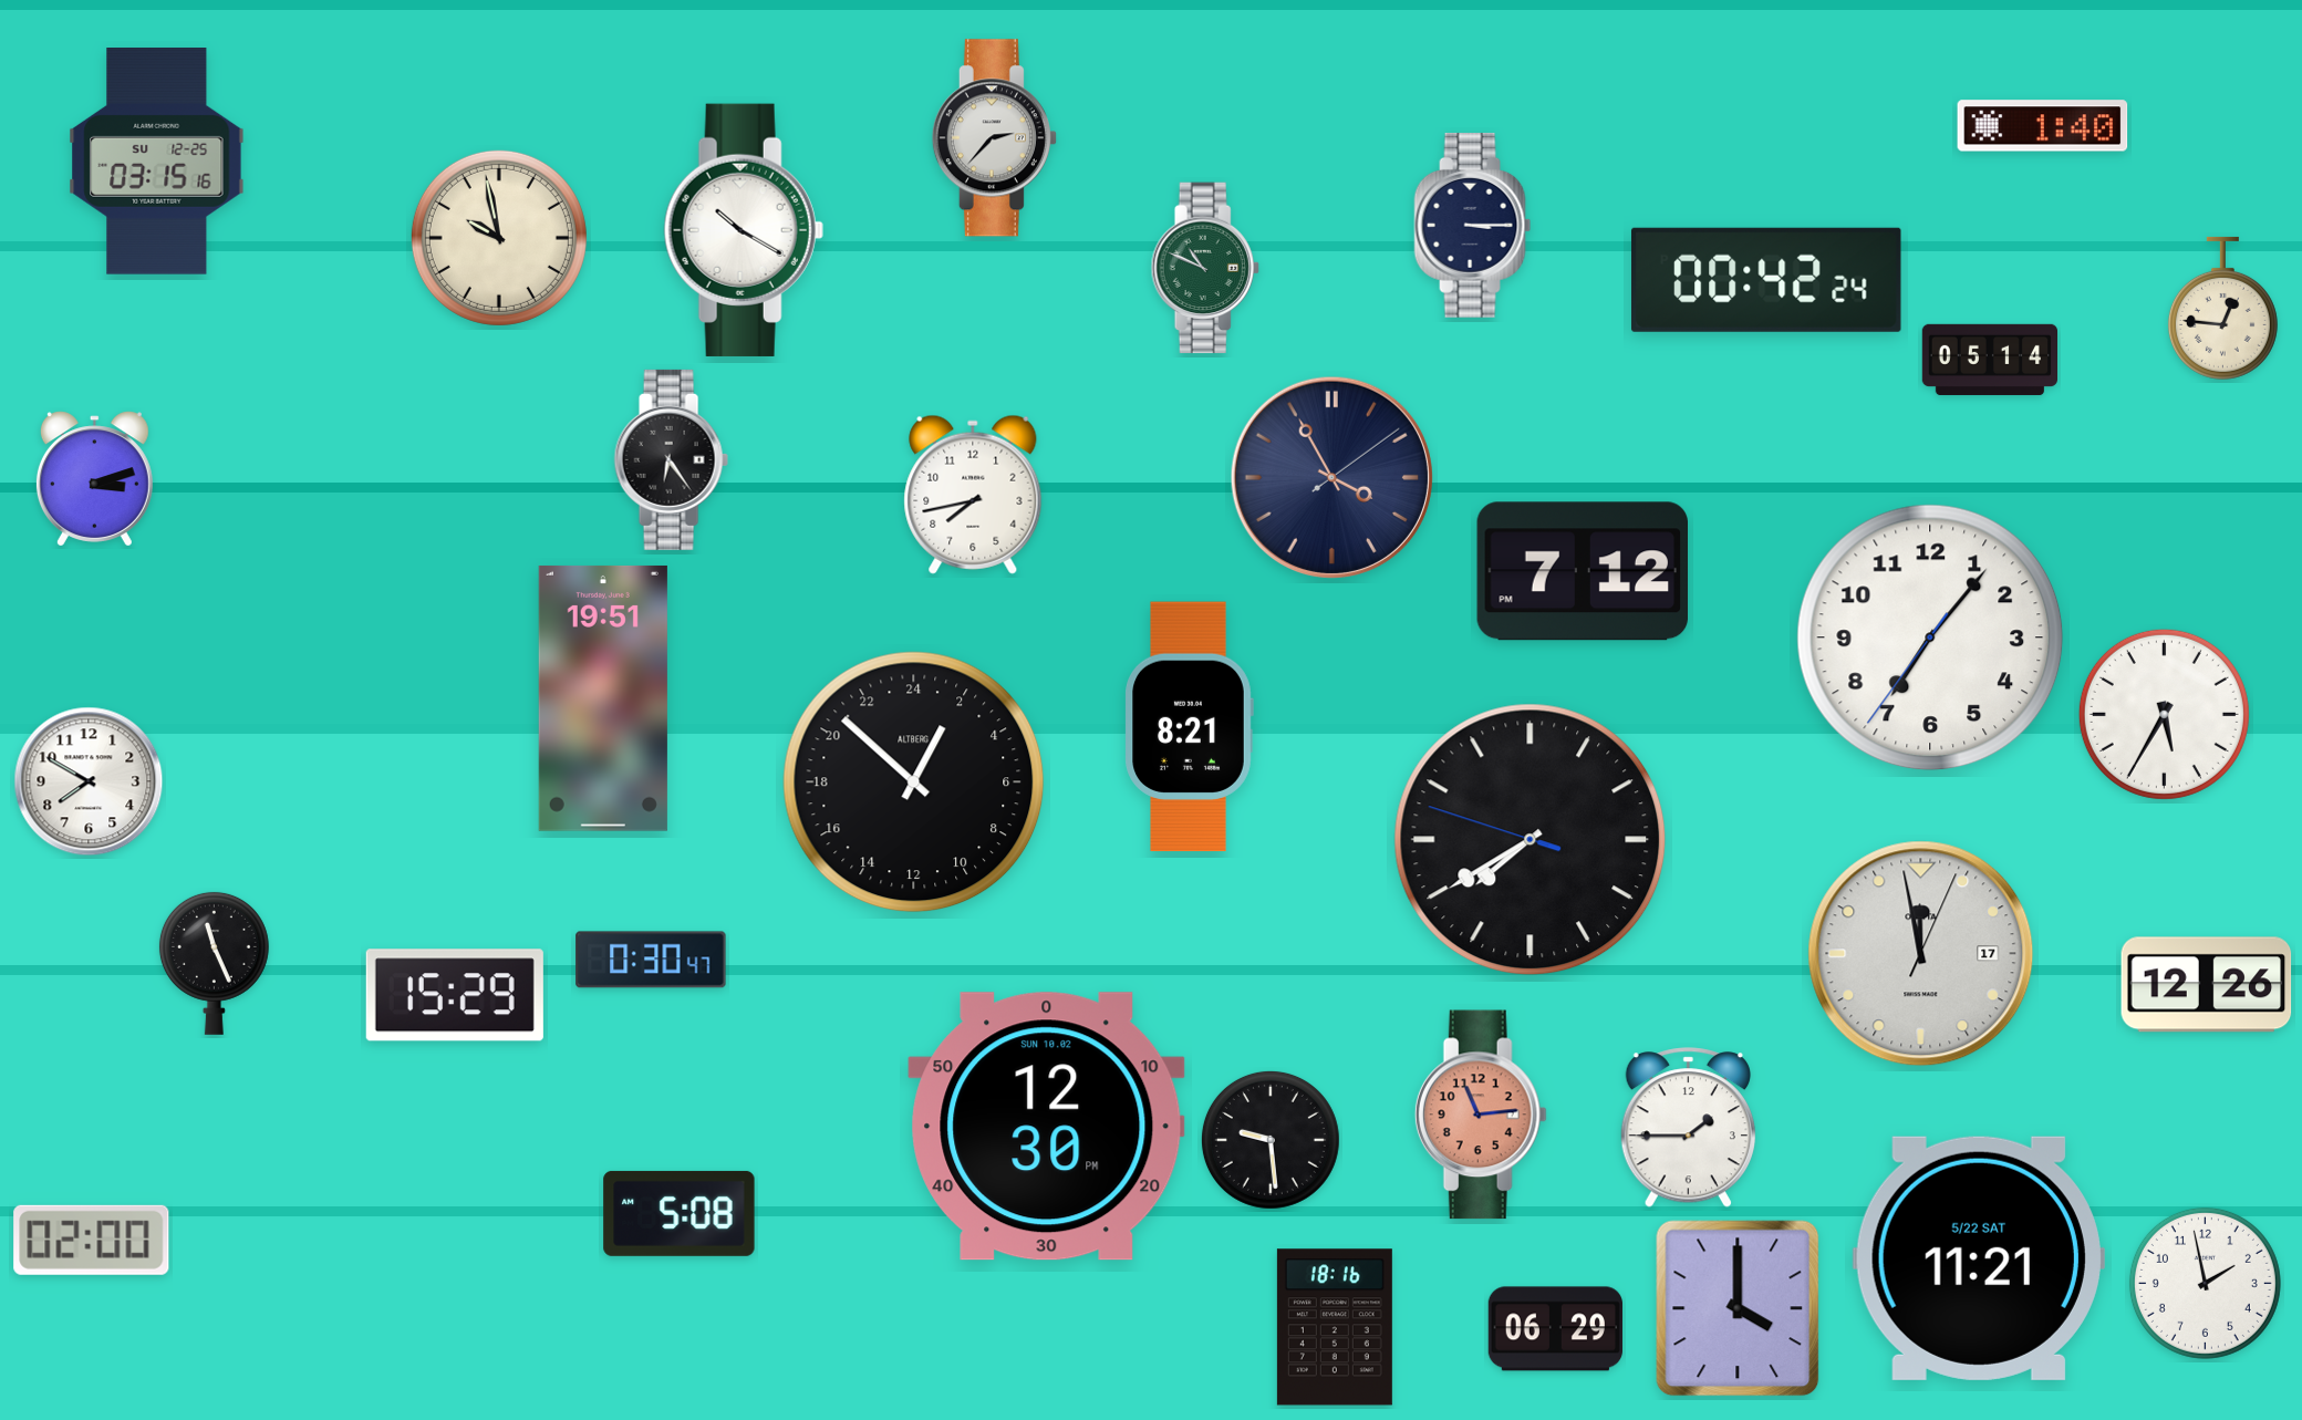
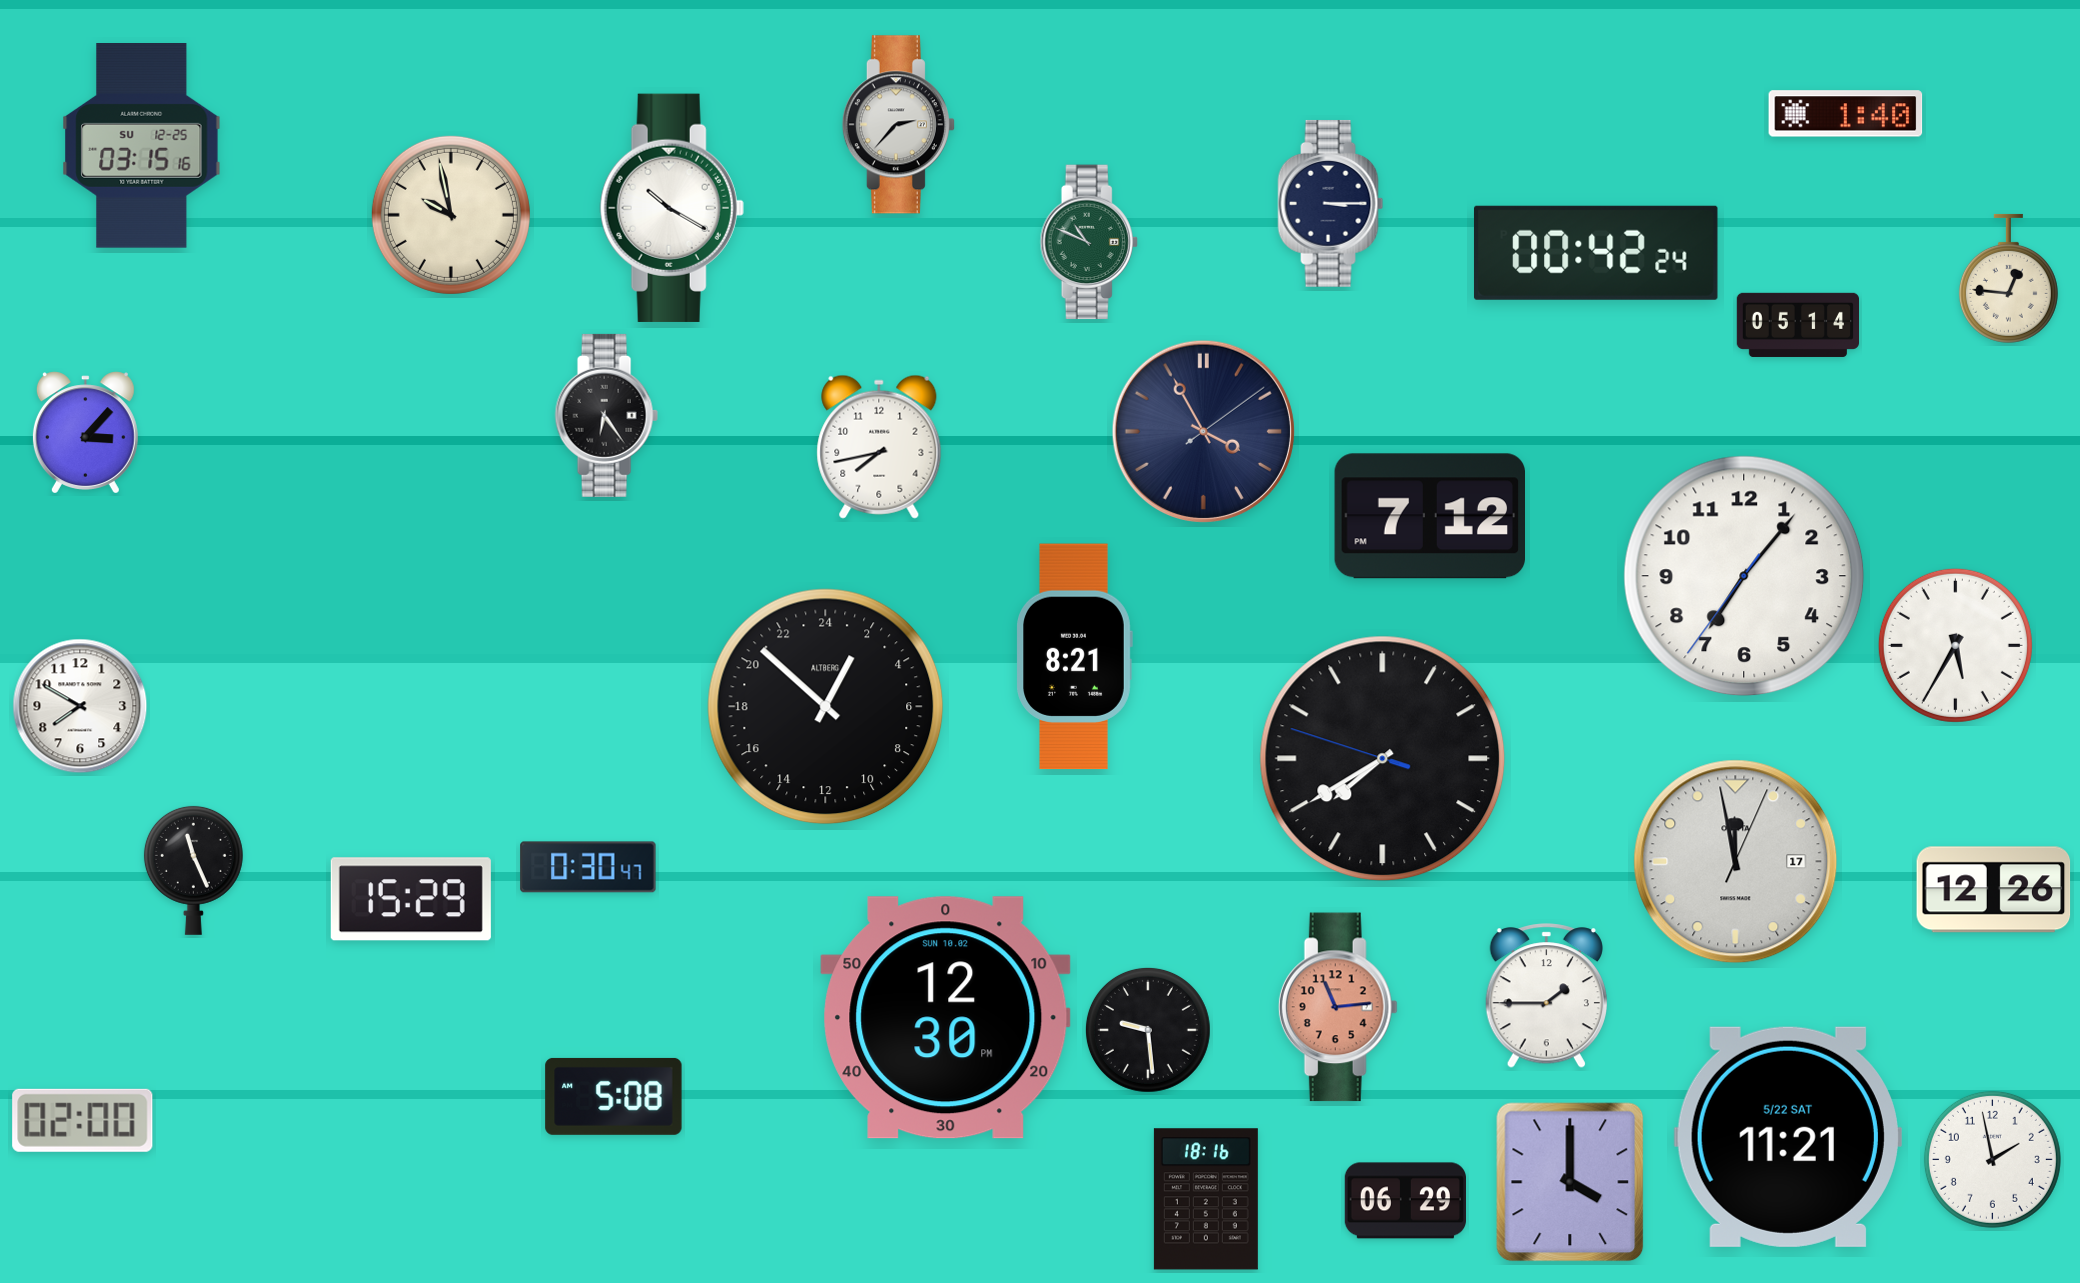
clock at (94, 479): 3:12 -> 3:07
clock at (603, 698): 19:51 -> none
clock at (1688, 1128) position: (1688, 1128) -> (1546, 996)
